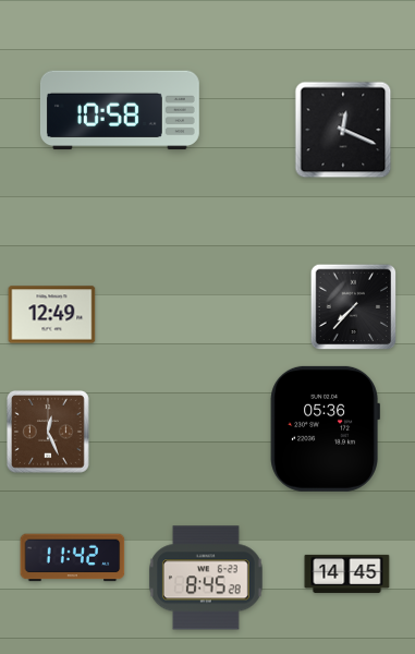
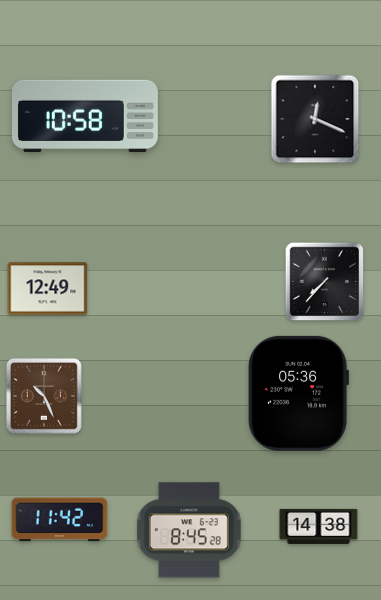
clock at (120, 110) position: (120, 110) -> (85, 116)
clock at (49, 433): 12:26 -> 10:26
clock at (73, 558) position: (73, 558) -> (60, 520)
clock at (347, 573): 14:45 -> 14:38
